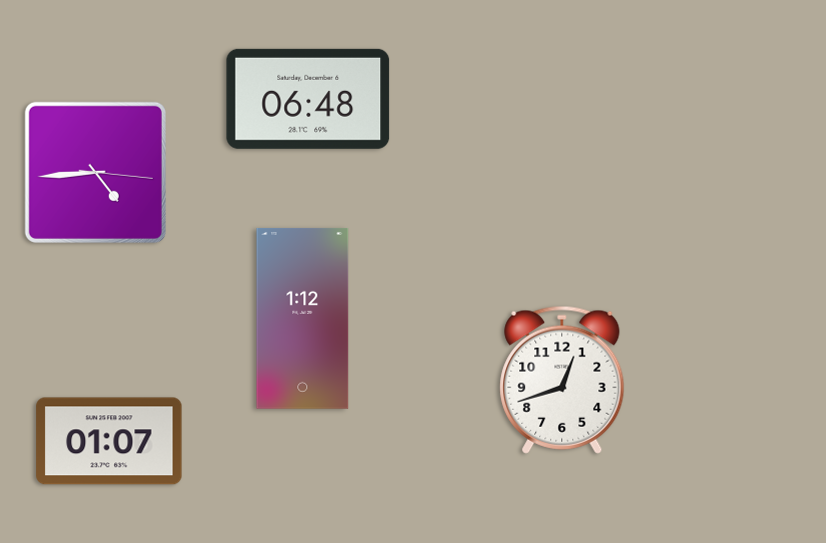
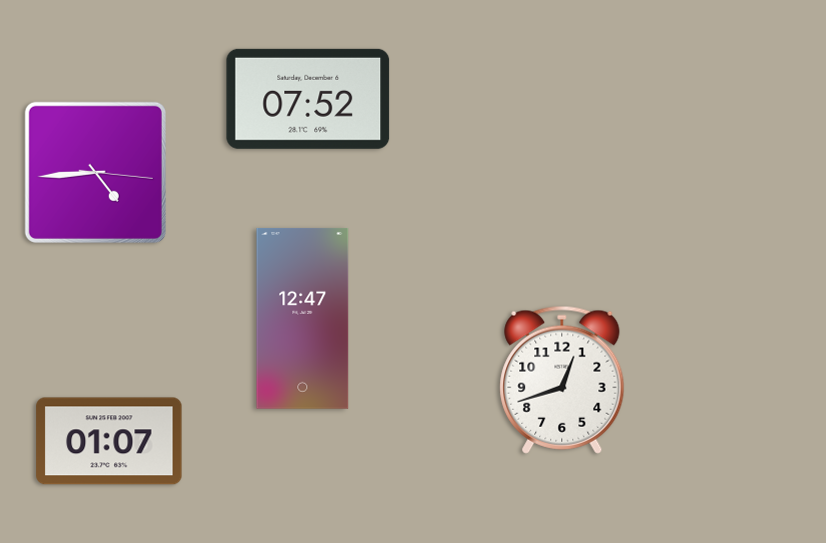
clock at (308, 99): 06:48 -> 07:52
clock at (303, 318): 1:12 -> 12:47
